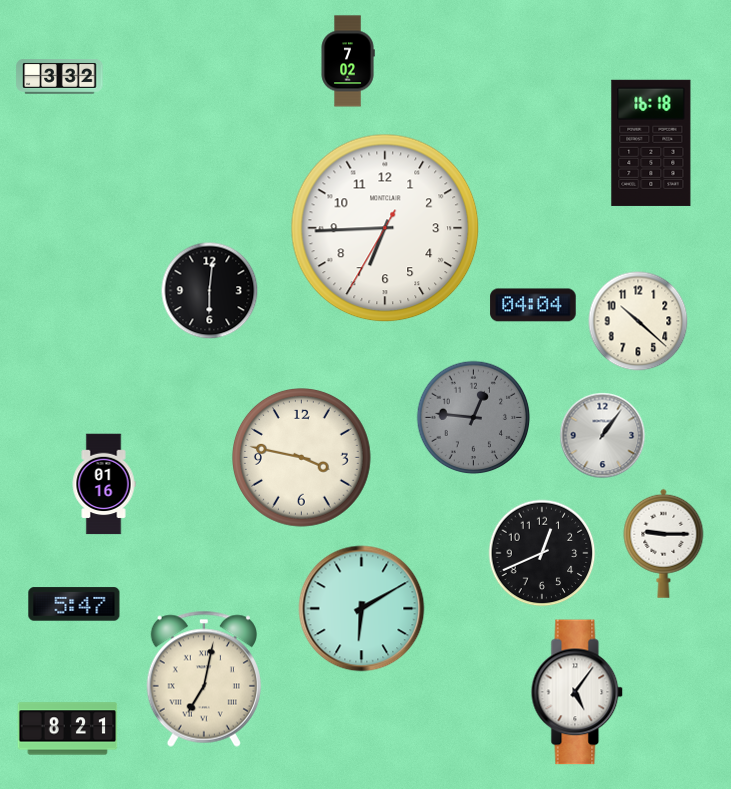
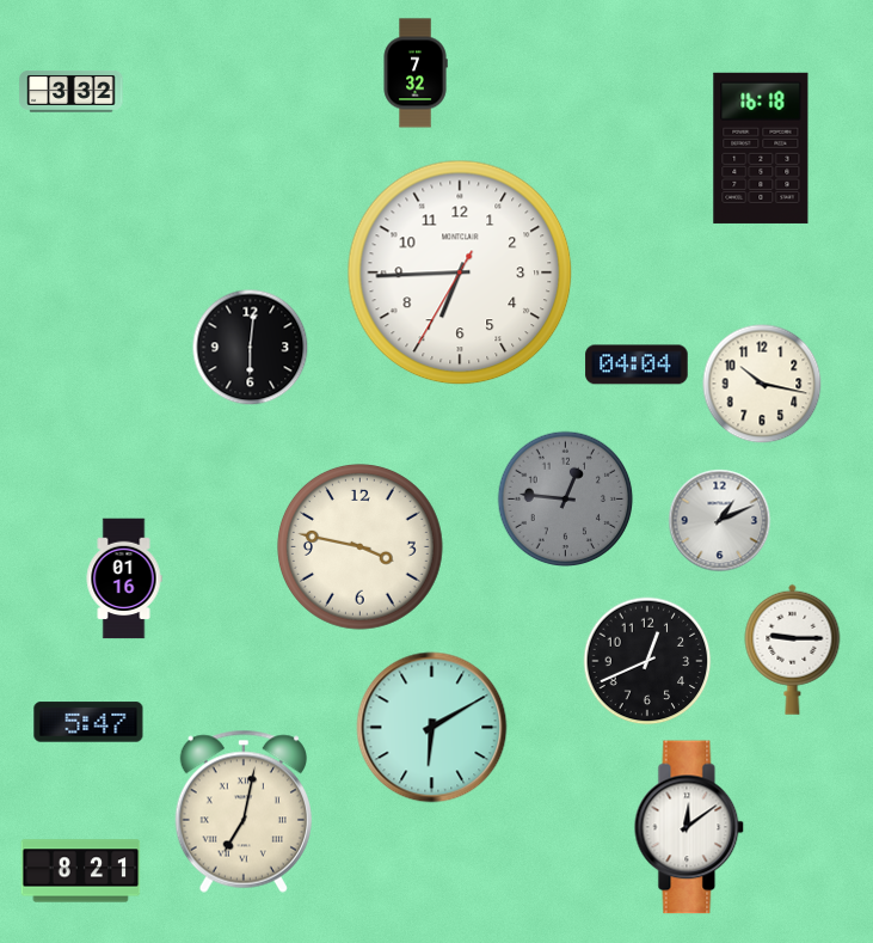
clock at (348, 61): 7:02 -> 7:32
clock at (651, 143) position: (651, 143) -> (761, 148)
clock at (638, 321): 10:22 -> 10:17
clock at (603, 436): 1:06 -> 1:11
clock at (577, 692): 5:06 -> 12:09
